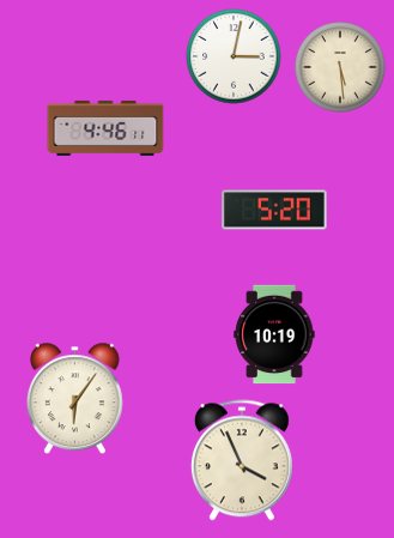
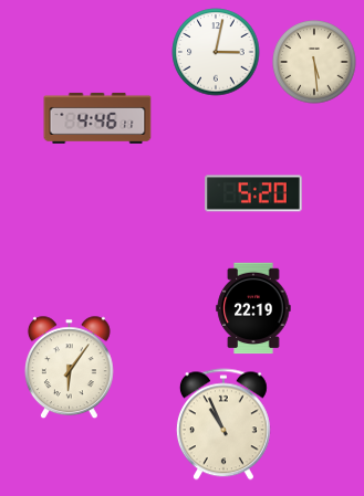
clock at (274, 334): 10:19 -> 22:19
clock at (242, 460): 3:56 -> 10:56
